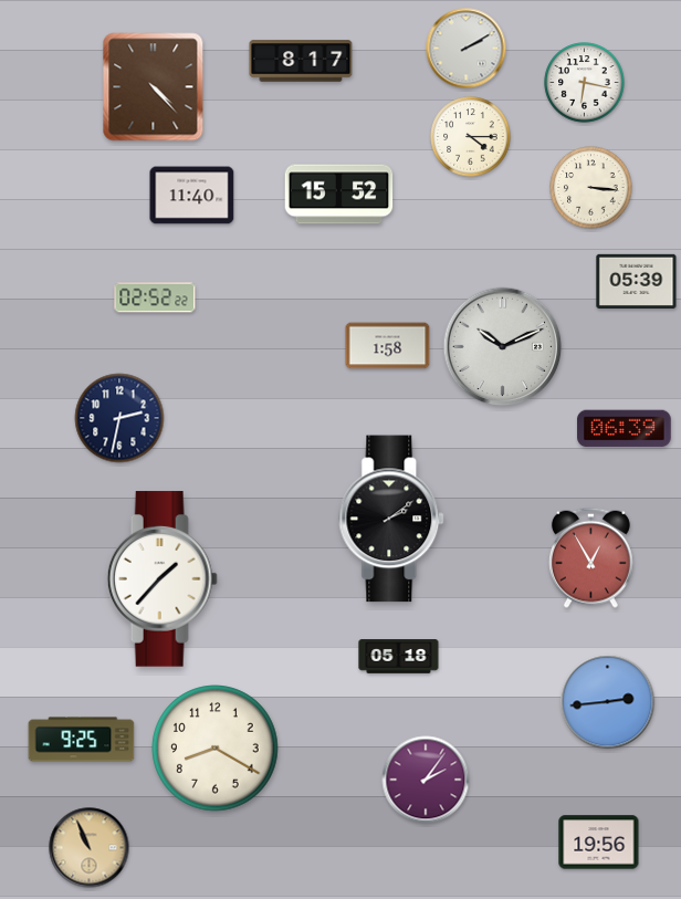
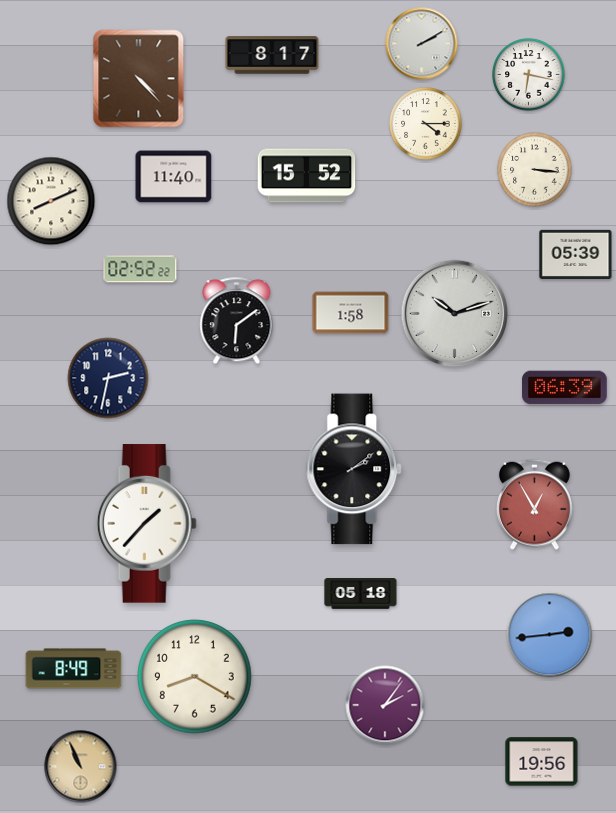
clock at (51, 201): none -> 8:11
clock at (503, 347): 10:11 -> 10:12
clock at (237, 321): none -> 6:09
clock at (82, 740): 9:25 -> 8:49
